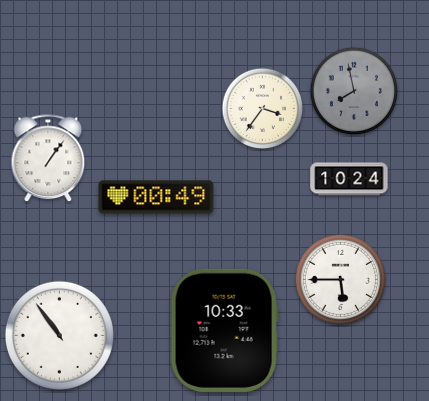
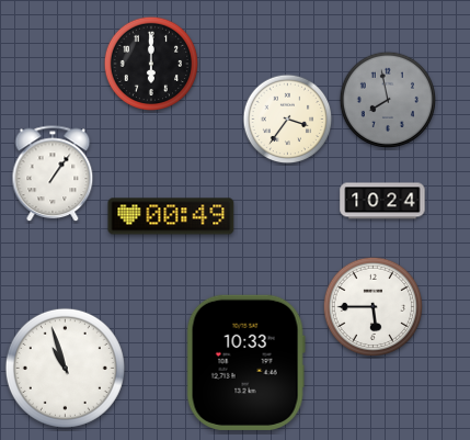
clock at (151, 64): none -> 6:00
clock at (349, 179) position: (349, 179) -> (382, 201)
clock at (59, 335): 10:54 -> 10:57
